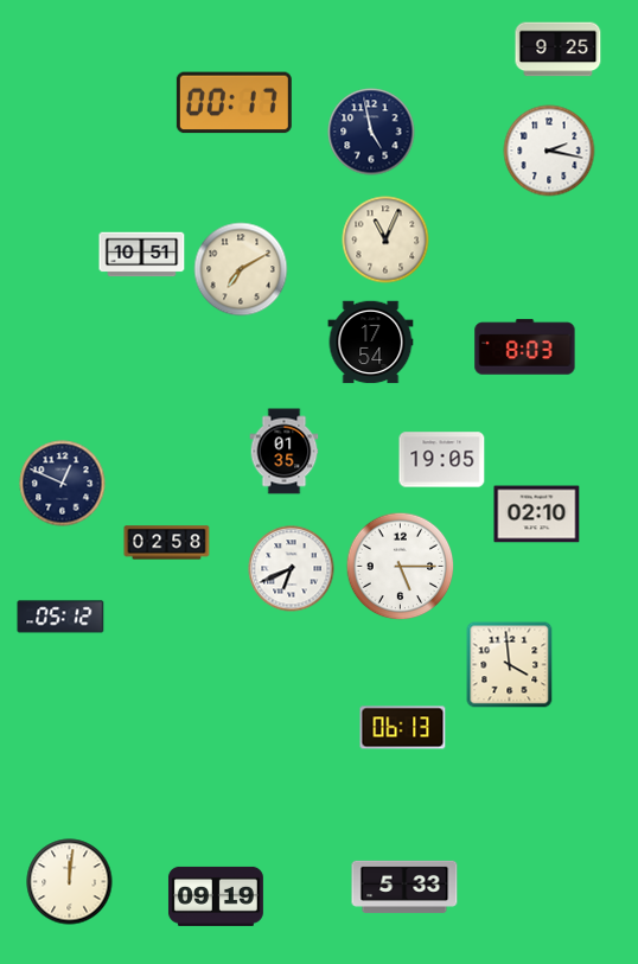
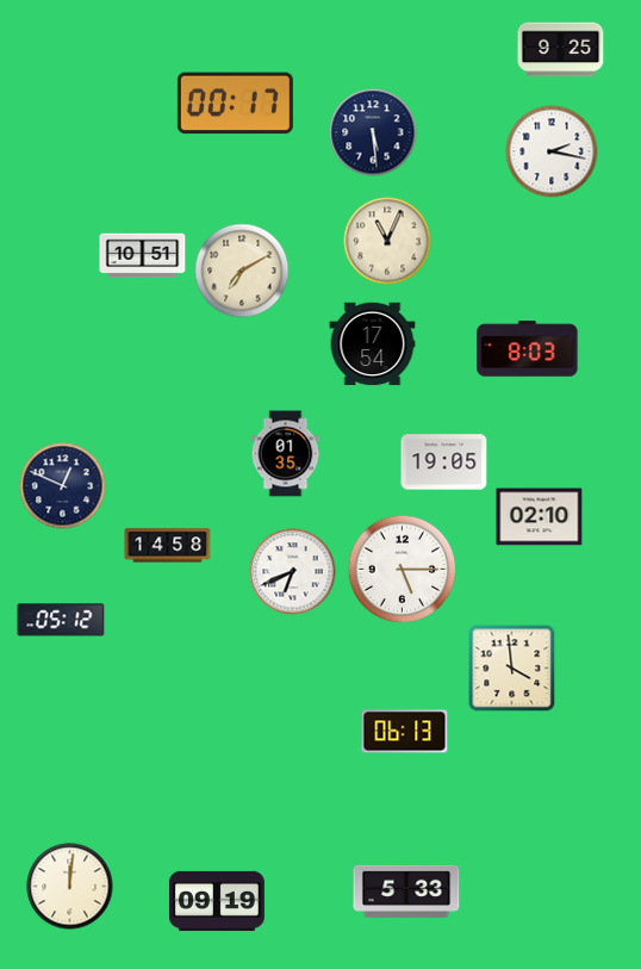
clock at (371, 132): 4:58 -> 5:29
clock at (167, 543): 02:58 -> 14:58
